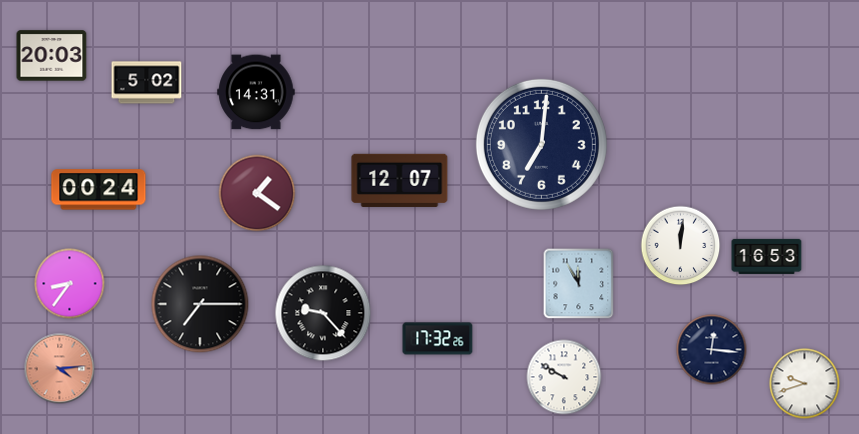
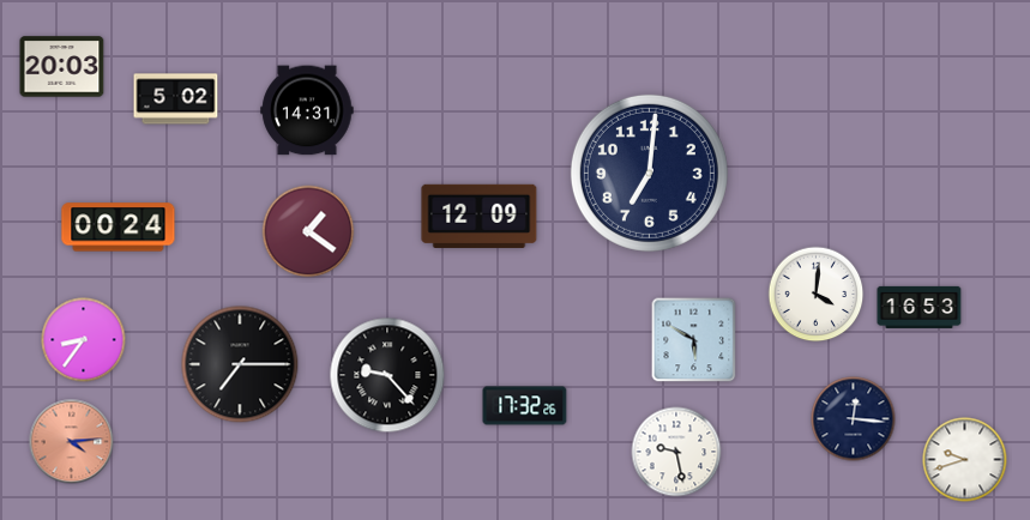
clock at (400, 180): 12:07 -> 12:09
clock at (681, 246): 12:01 -> 4:01
clock at (579, 284): 11:55 -> 5:50
clock at (564, 377): 9:50 -> 9:28
